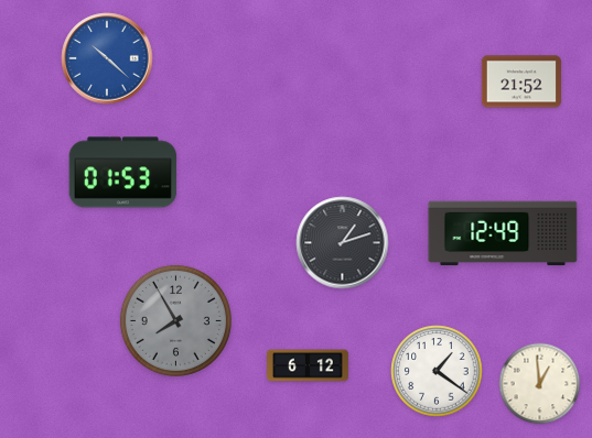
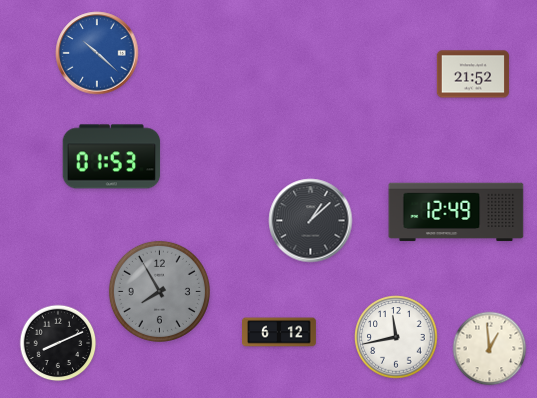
clock at (343, 243): 1:12 -> 1:08
clock at (437, 371): 1:21 -> 11:43
clock at (58, 343): none -> 8:11
